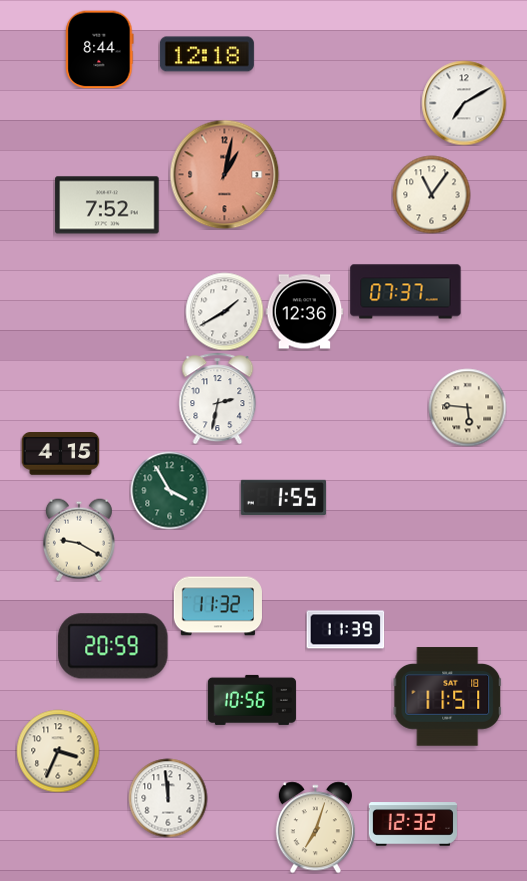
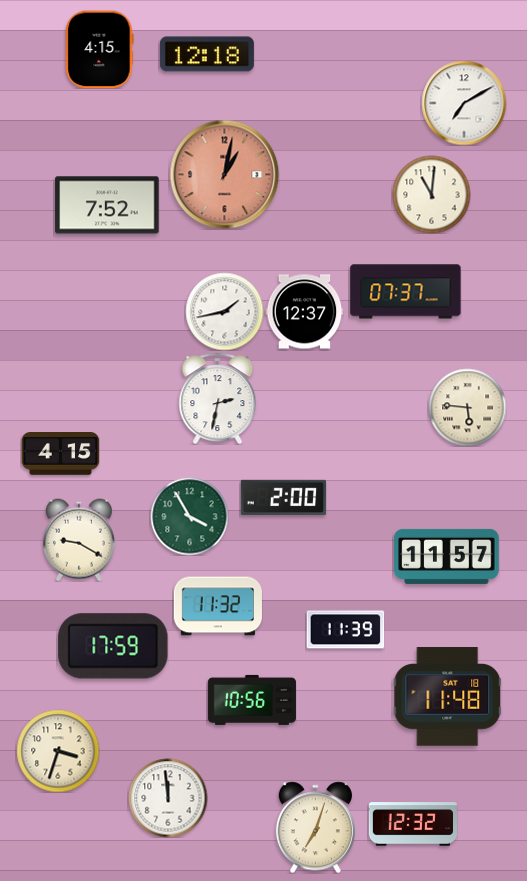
clock at (100, 49): 8:44 -> 4:15
clock at (431, 194): 11:06 -> 11:01
clock at (224, 311): 1:40 -> 1:43
clock at (304, 312): 12:36 -> 12:37
clock at (169, 490) position: (169, 490) -> (189, 516)
clock at (283, 498): 1:55 -> 2:00
clock at (447, 556): none -> 11:57
clock at (113, 646): 20:59 -> 17:59
clock at (447, 697): 11:51 -> 11:48
clock at (58, 751): 3:34 -> 3:33
